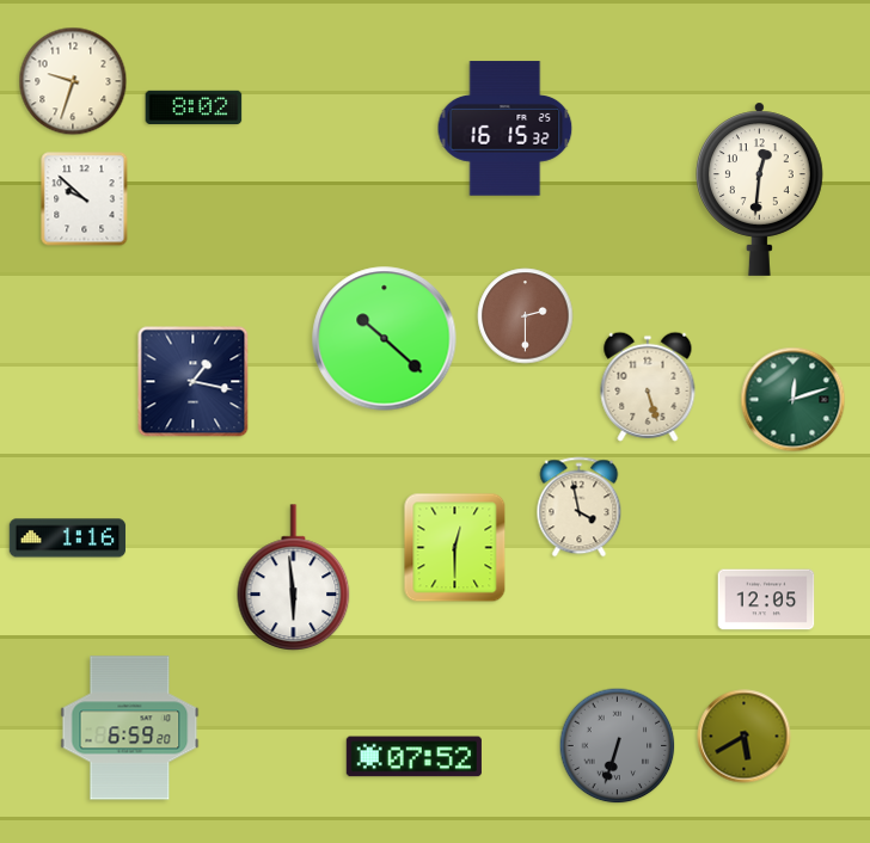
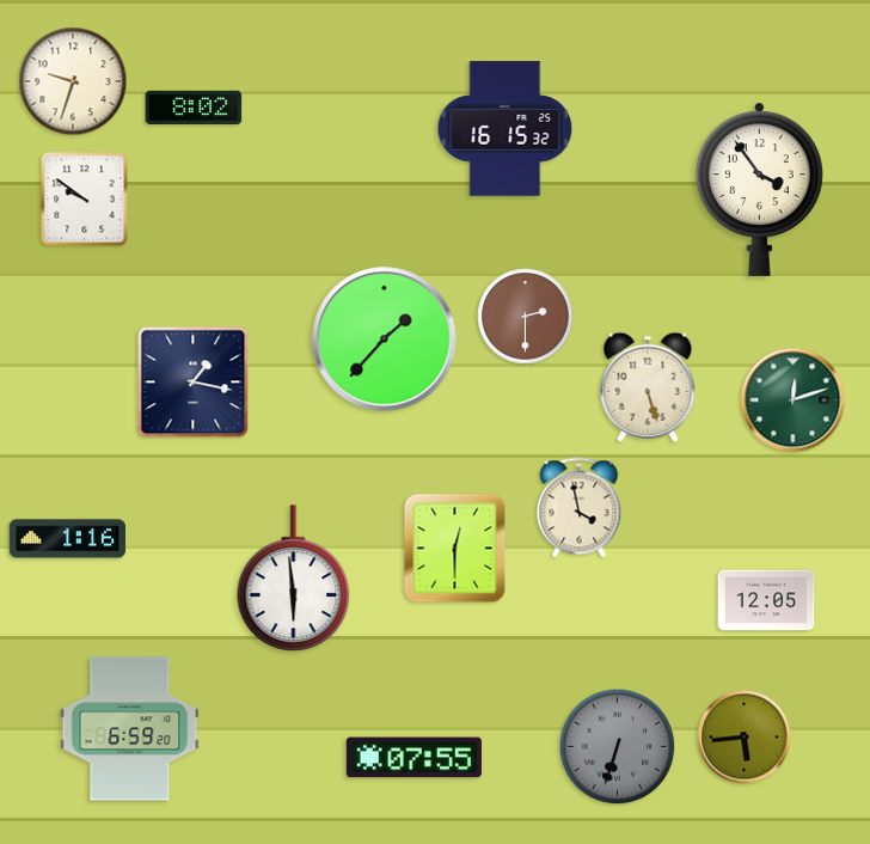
clock at (759, 189): 12:31 -> 3:54
clock at (85, 199): 9:52 -> 9:51
clock at (385, 339): 10:22 -> 1:37
clock at (745, 737): 5:40 -> 5:44
clock at (413, 757): 07:52 -> 07:55
